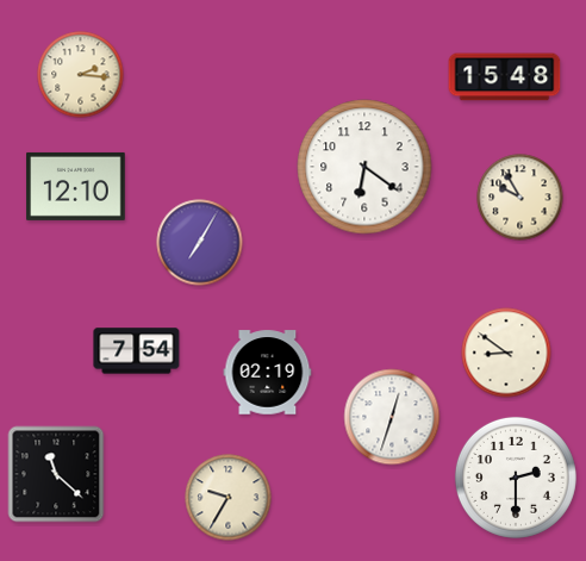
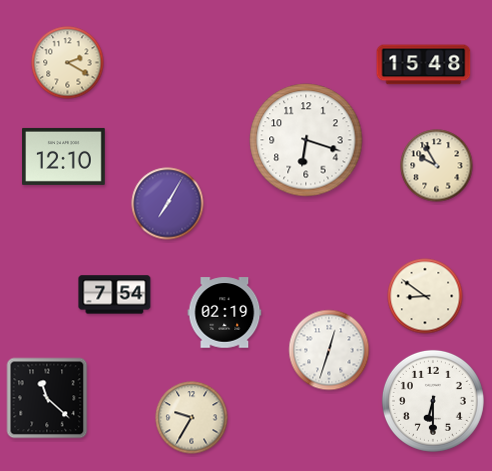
clock at (81, 75): 2:16 -> 2:20
clock at (364, 167): 6:21 -> 6:18
clock at (516, 478): 2:30 -> 6:30
